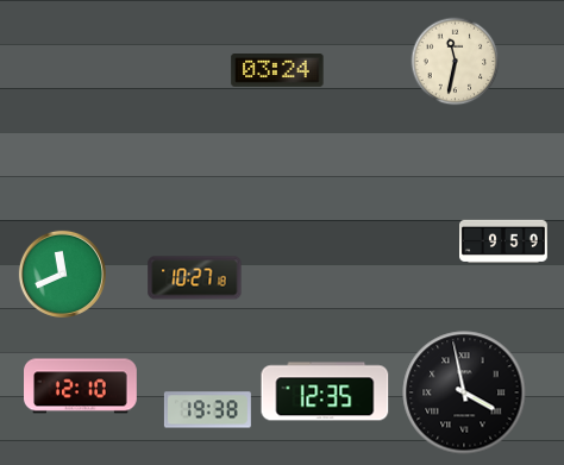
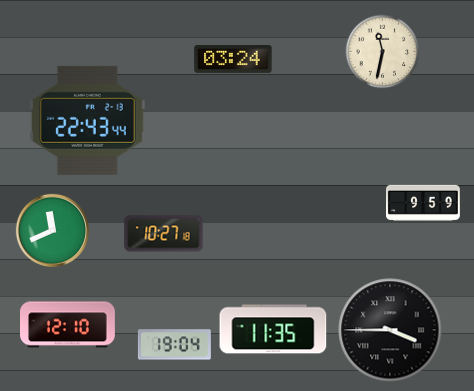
clock at (87, 120): none -> 22:43
clock at (325, 391): 12:35 -> 11:35
clock at (464, 392): 3:58 -> 3:45
clock at (207, 410): 19:38 -> 19:04
